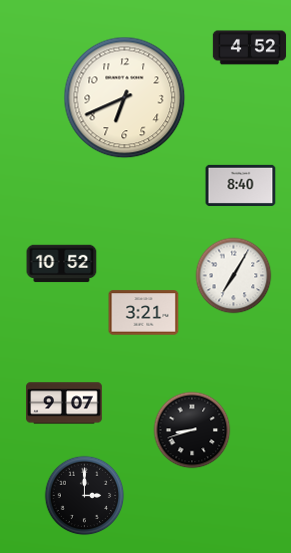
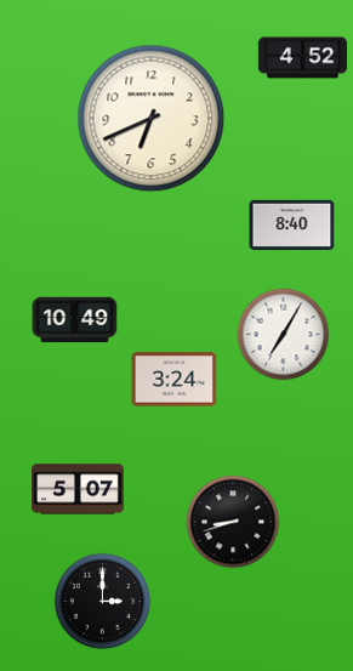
clock at (62, 264): 10:52 -> 10:49
clock at (144, 313): 3:21 -> 3:24
clock at (64, 403): 9:07 -> 5:07
